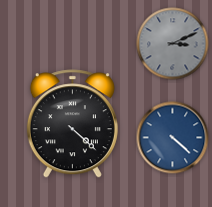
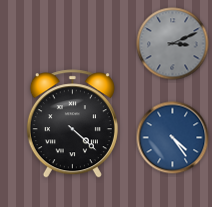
clock at (173, 138): 4:22 -> 4:24
